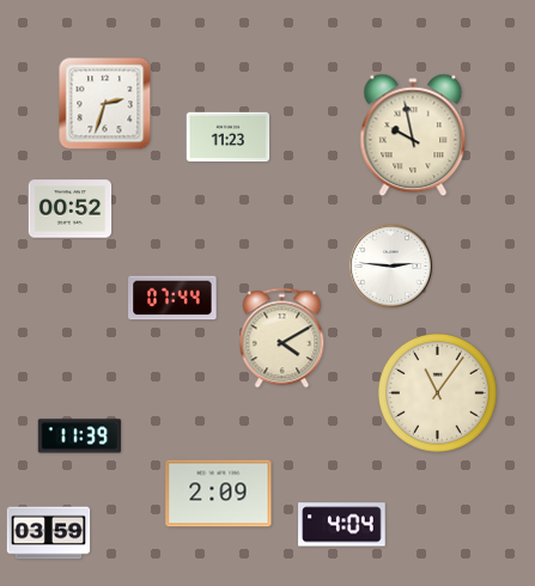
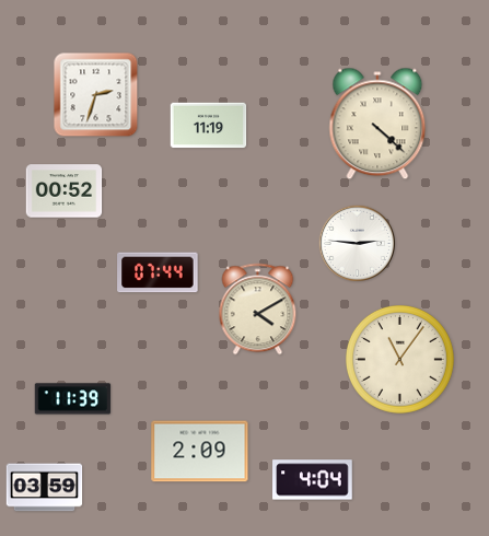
clock at (413, 135): 9:58 -> 4:22
clock at (229, 138): 11:23 -> 11:19
